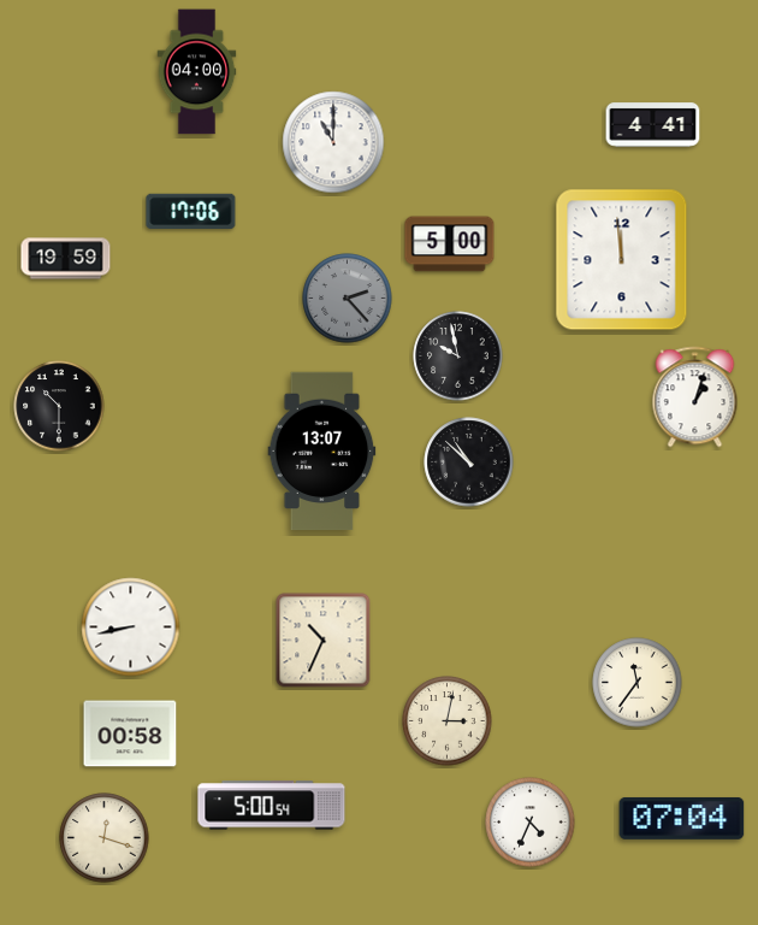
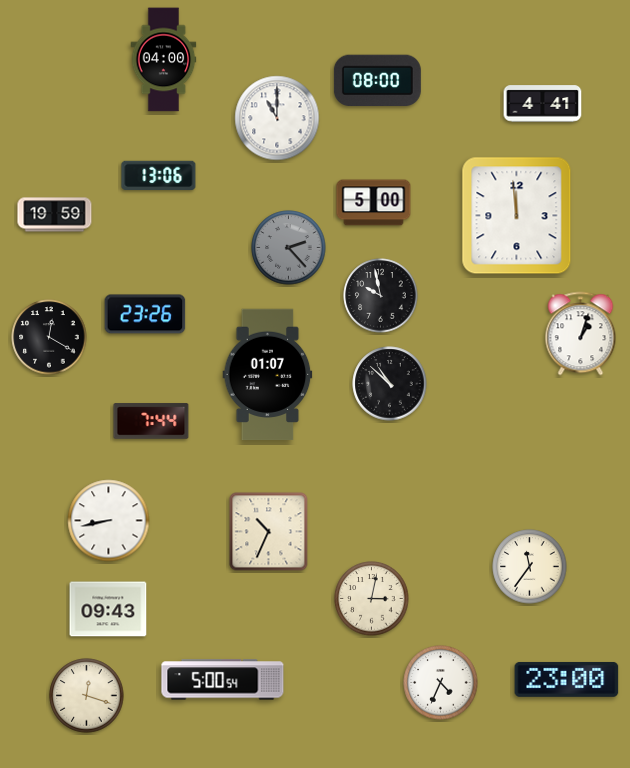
clock at (377, 81): none -> 08:00
clock at (191, 212): 17:06 -> 13:06
clock at (145, 314): none -> 23:26
clock at (695, 397) position: (695, 397) -> (581, 334)
clock at (59, 406): 10:30 -> 12:20
clock at (322, 452): 13:07 -> 01:07
clock at (151, 421): none -> 7:44
clock at (130, 733): 00:58 -> 09:43
clock at (272, 806) position: (272, 806) -> (223, 680)
clock at (682, 818): 07:04 -> 23:00
